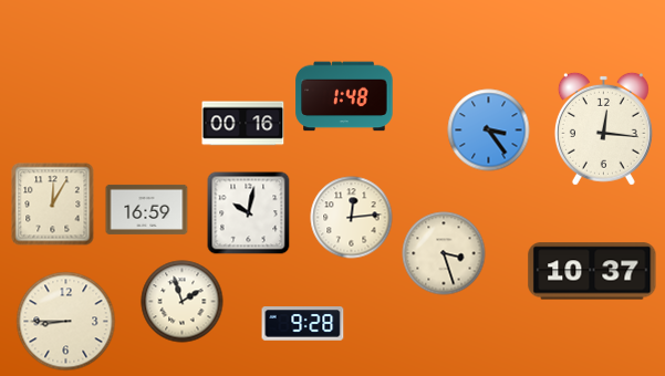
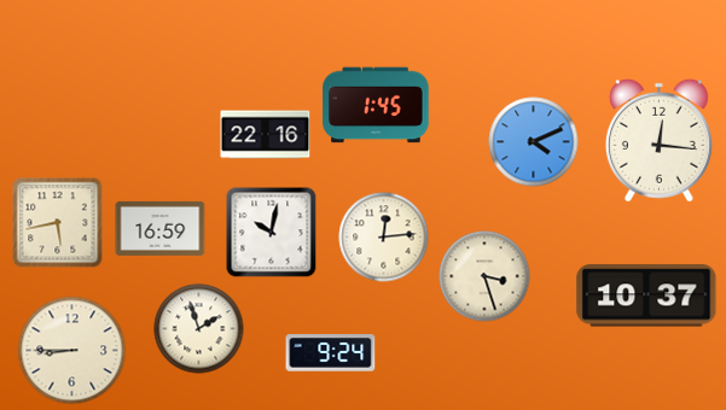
clock at (344, 96): 1:48 -> 1:45
clock at (243, 124): 00:16 -> 22:16
clock at (489, 130): 3:24 -> 4:11
clock at (53, 205): 12:05 -> 5:43
clock at (303, 324): 9:28 -> 9:24
